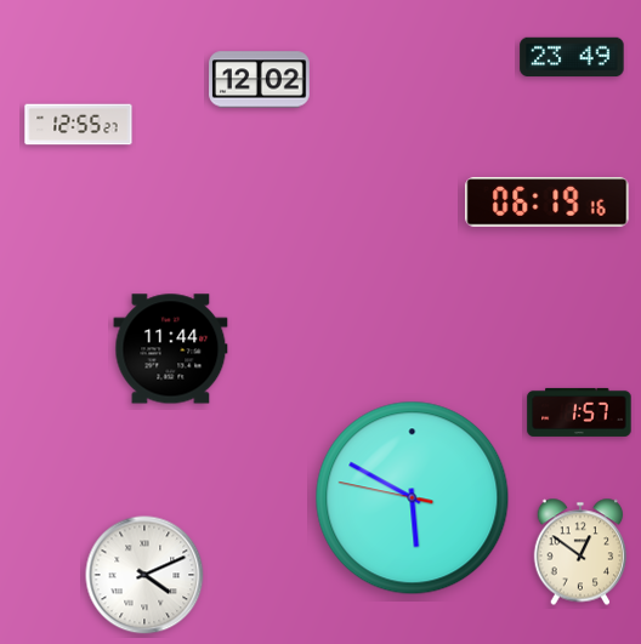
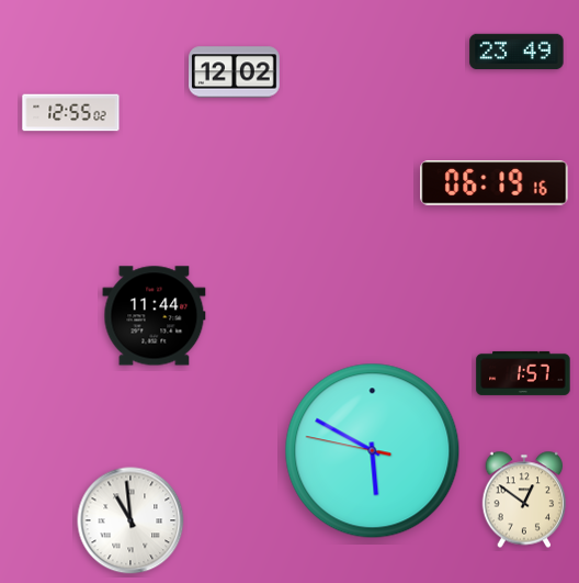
clock at (79, 125): 12:55:27 -> 12:55:02
clock at (144, 575): 4:11 -> 10:59
